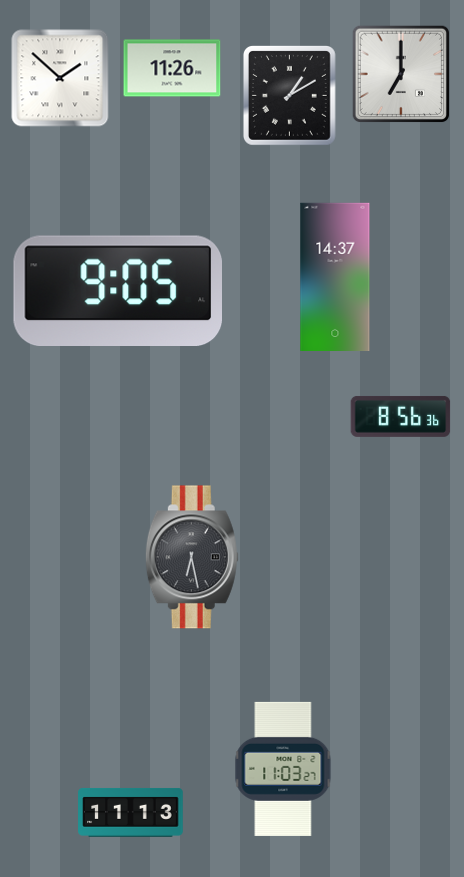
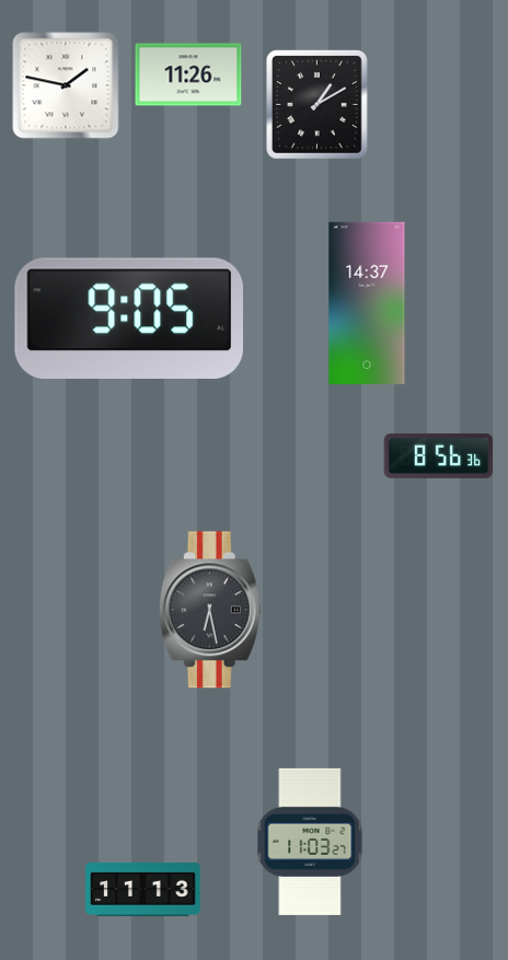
clock at (401, 74): 7:00 -> none
clock at (60, 78): 1:52 -> 1:47
